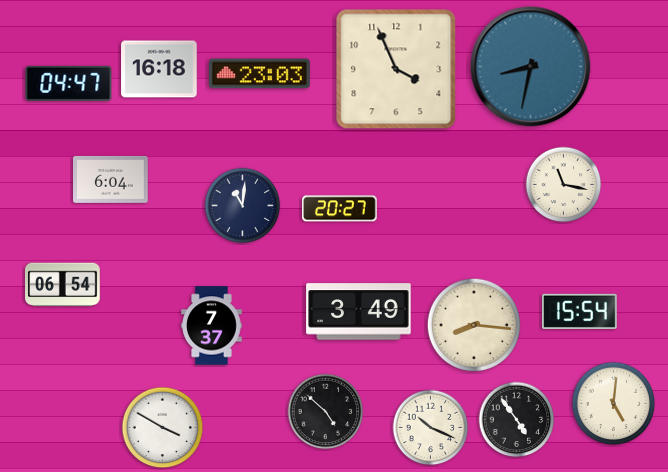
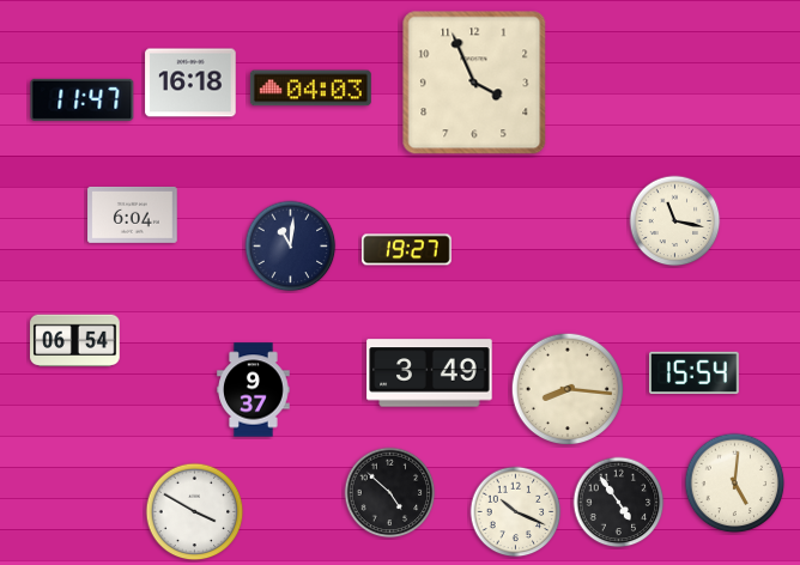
clock at (531, 67): 8:32 -> none
clock at (259, 74): 23:03 -> 04:03
clock at (69, 83): 04:47 -> 11:47
clock at (340, 209): 20:27 -> 19:27
clock at (212, 326): 7:37 -> 9:37
